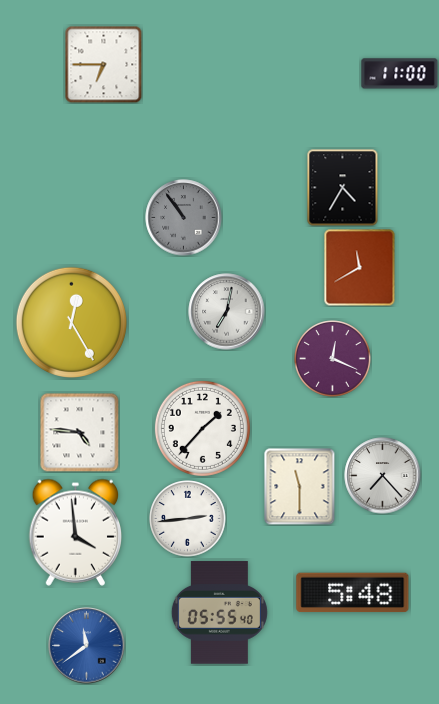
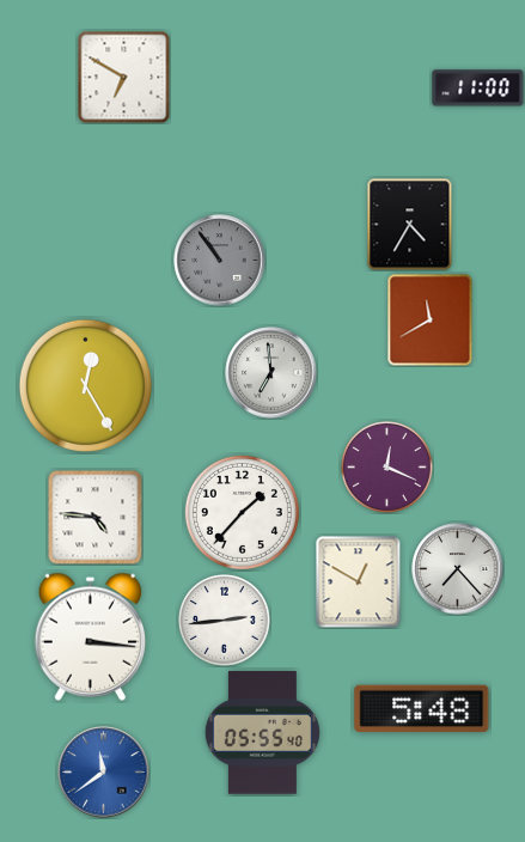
clock at (103, 64): 6:45 -> 6:50
clock at (227, 312): 7:02 -> 6:59
clock at (333, 359) position: (333, 359) -> (387, 468)
clock at (300, 486): 11:30 -> 12:50
clock at (75, 532): 3:59 -> 3:16
